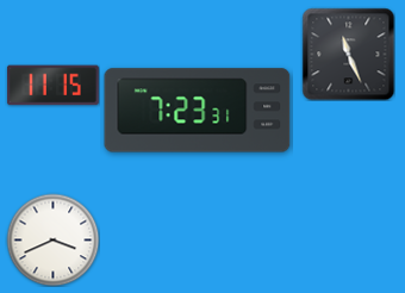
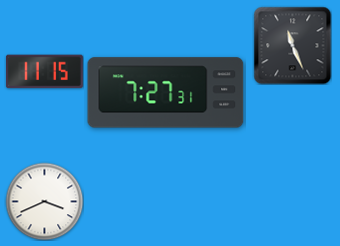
clock at (198, 111): 7:23 -> 7:27
